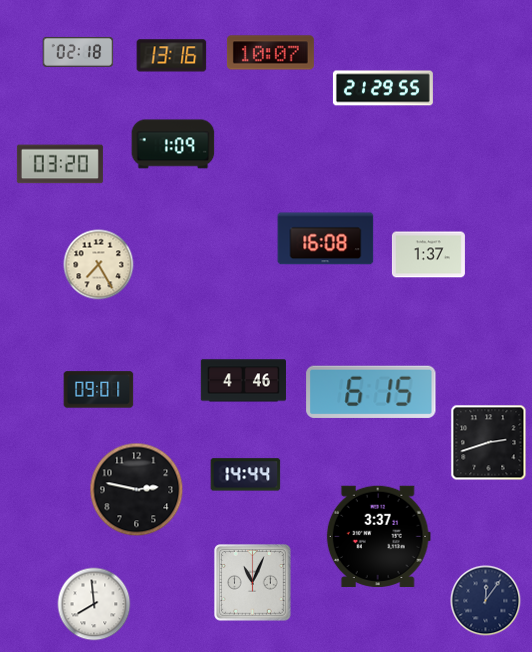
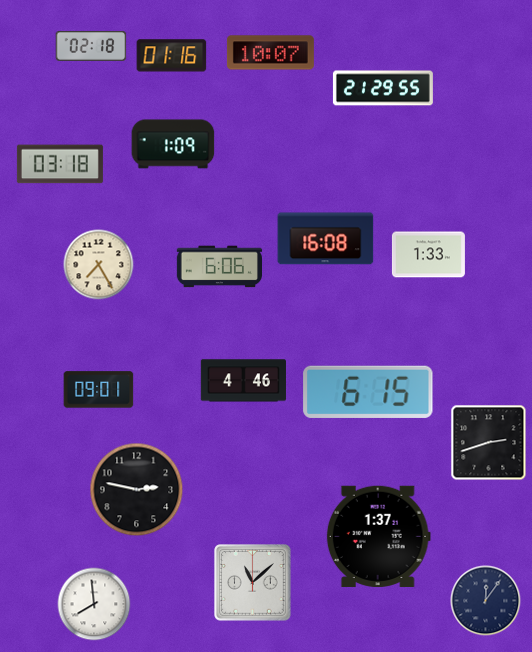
clock at (78, 52) position: (78, 52) -> (91, 46)
clock at (172, 56): 13:16 -> 01:16
clock at (60, 164): 03:20 -> 03:18
clock at (428, 255): 1:37 -> 1:33
clock at (219, 267): none -> 6:06
clock at (371, 392) position: (371, 392) -> (368, 392)
clock at (246, 475): 14:44 -> none
clock at (378, 536): 3:37 -> 1:37
clock at (253, 583): 11:04 -> 11:08
